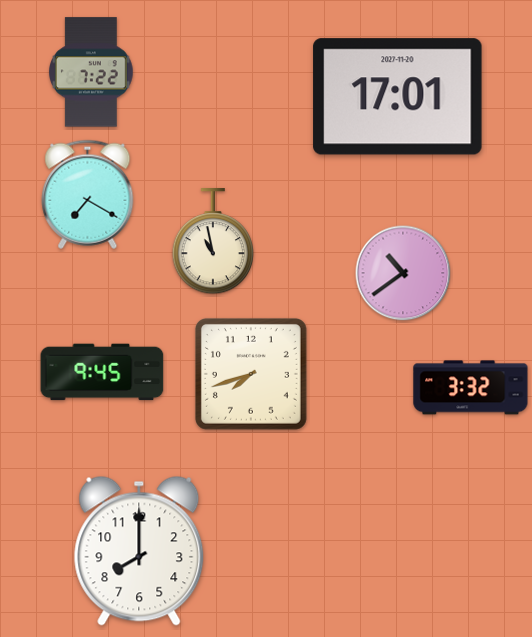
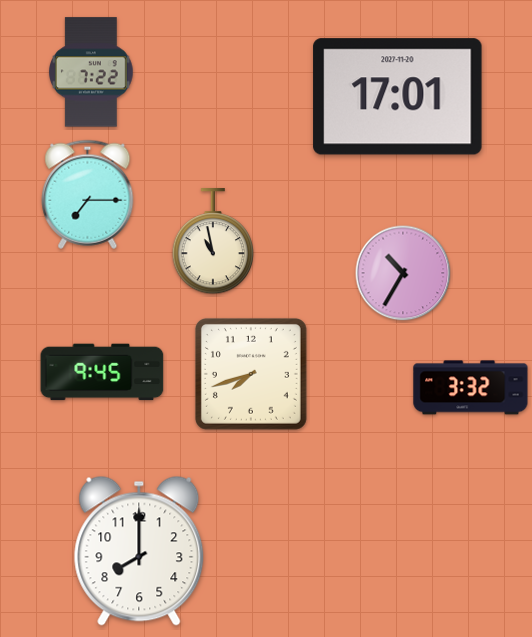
clock at (88, 194): 7:20 -> 7:15
clock at (403, 273): 10:39 -> 10:35
